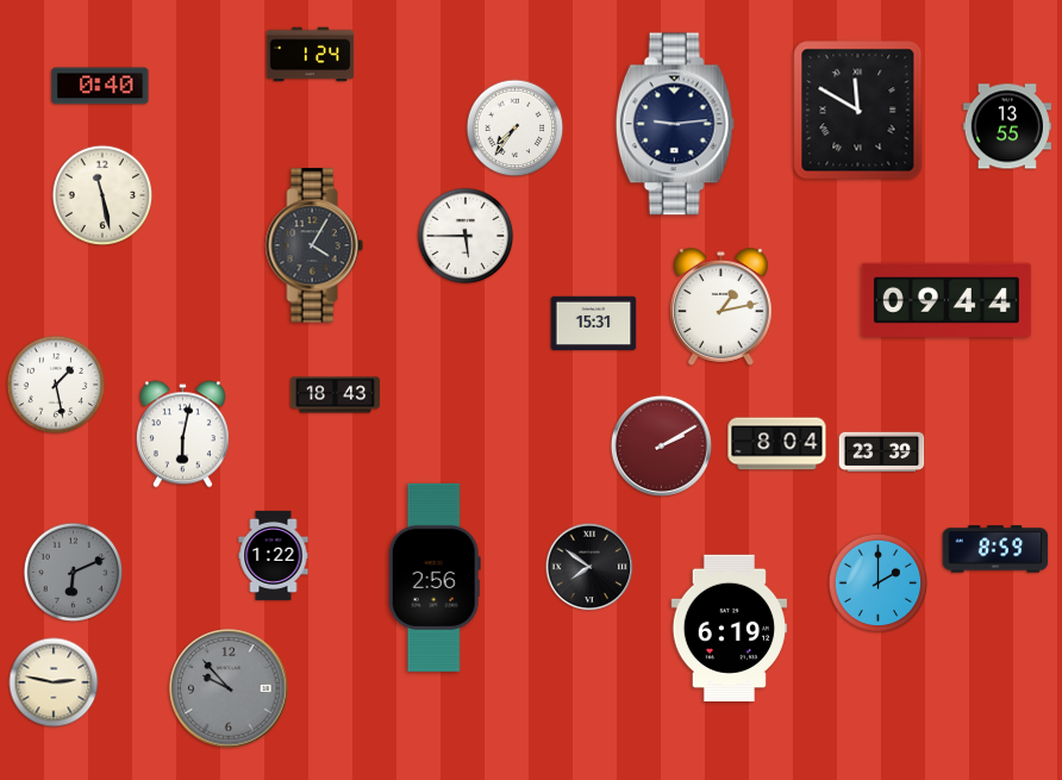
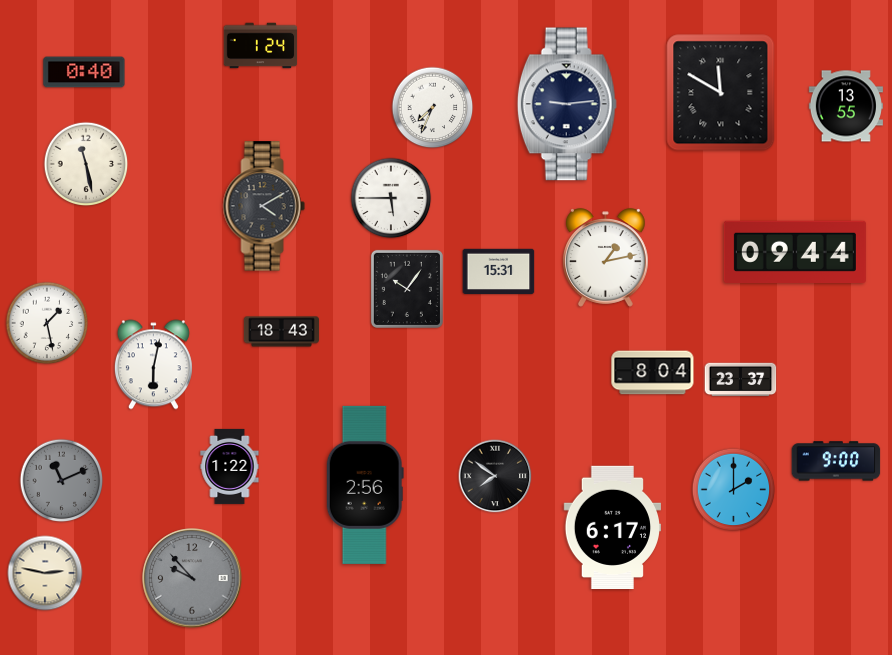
clock at (516, 129): 7:36 -> 7:34
clock at (314, 245): 4:05 -> 4:10
clock at (407, 289): none -> 10:06
clock at (661, 445): 2:10 -> none
clock at (882, 453): 23:39 -> 23:37
clock at (995, 549): 8:59 -> 9:00
clock at (74, 573): 6:11 -> 11:11
clock at (879, 584) position: (879, 584) -> (734, 490)
clock at (730, 629): 6:19 -> 6:17
